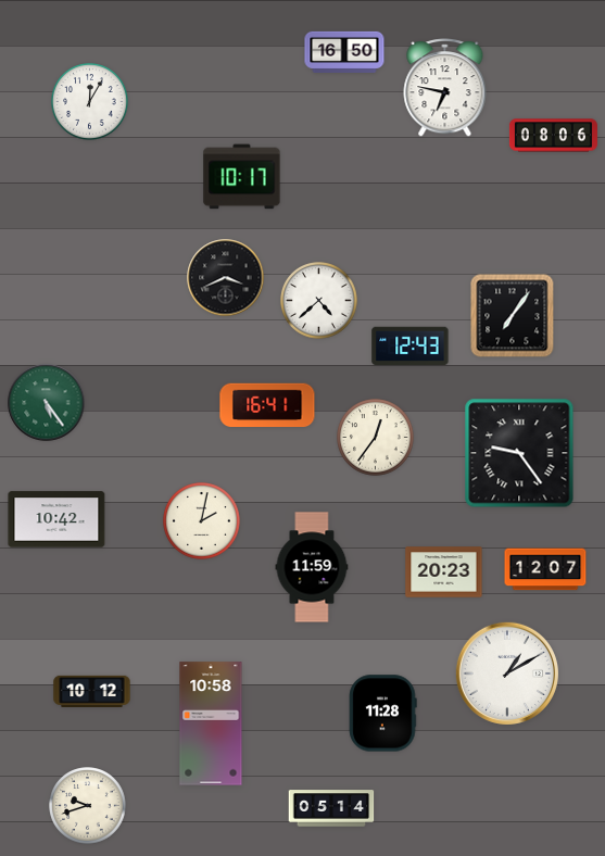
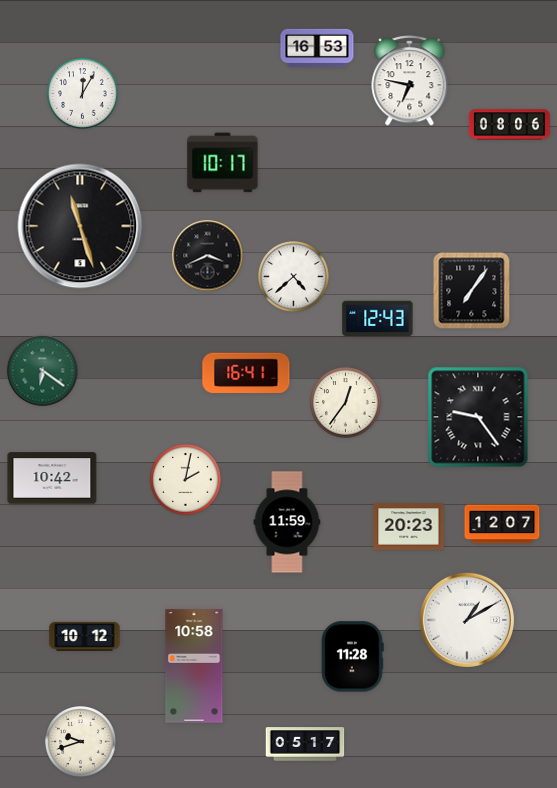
clock at (344, 52): 16:50 -> 16:53
clock at (80, 226): none -> 11:27
clock at (47, 403): 5:24 -> 6:21
clock at (331, 808): 05:14 -> 05:17
